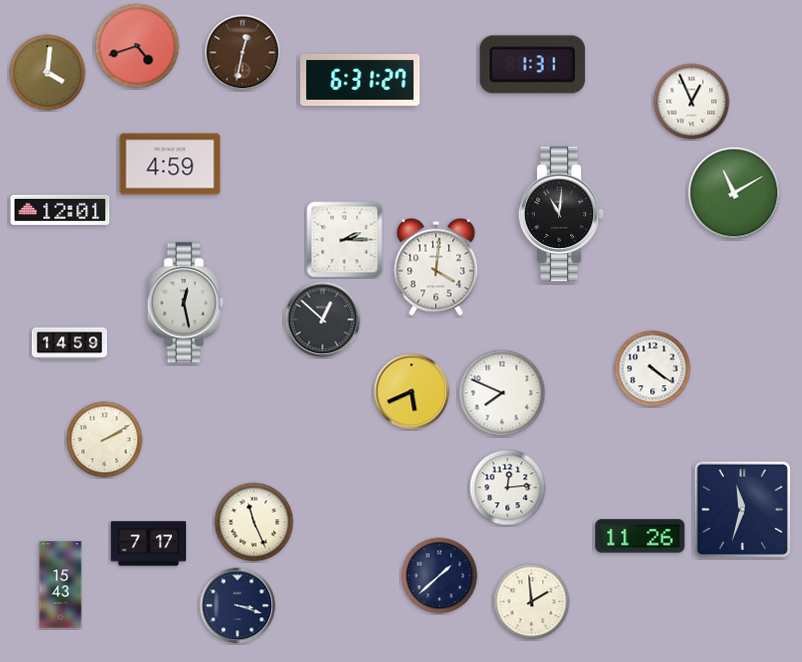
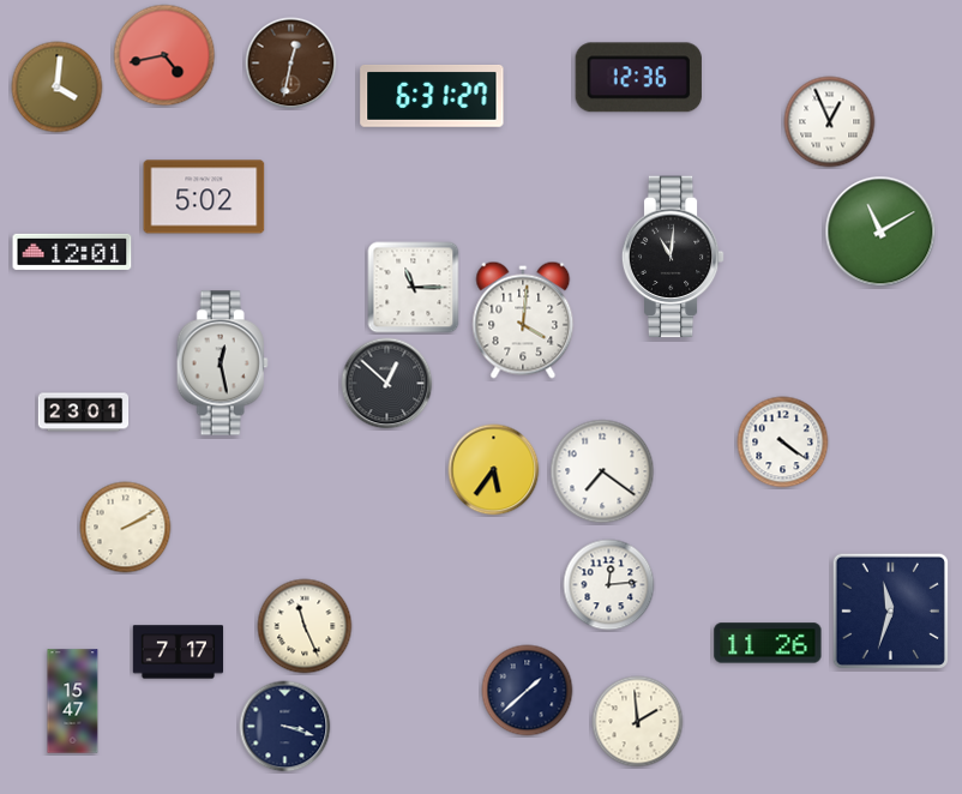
clock at (137, 46): 4:42 -> 4:43
clock at (532, 65): 1:31 -> 12:36
clock at (170, 164): 4:59 -> 5:02
clock at (345, 240): 2:15 -> 11:15
clock at (70, 344): 14:59 -> 23:01
clock at (412, 392): 5:41 -> 5:36
clock at (502, 393): 7:49 -> 7:21
clock at (61, 585): 15:43 -> 15:47
